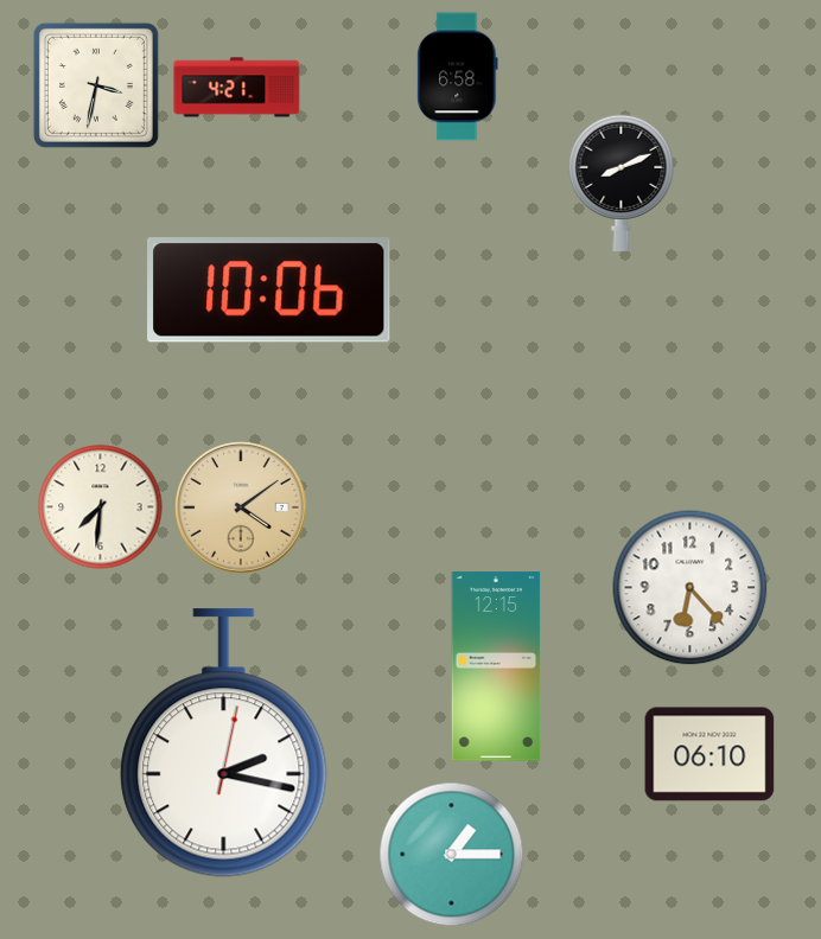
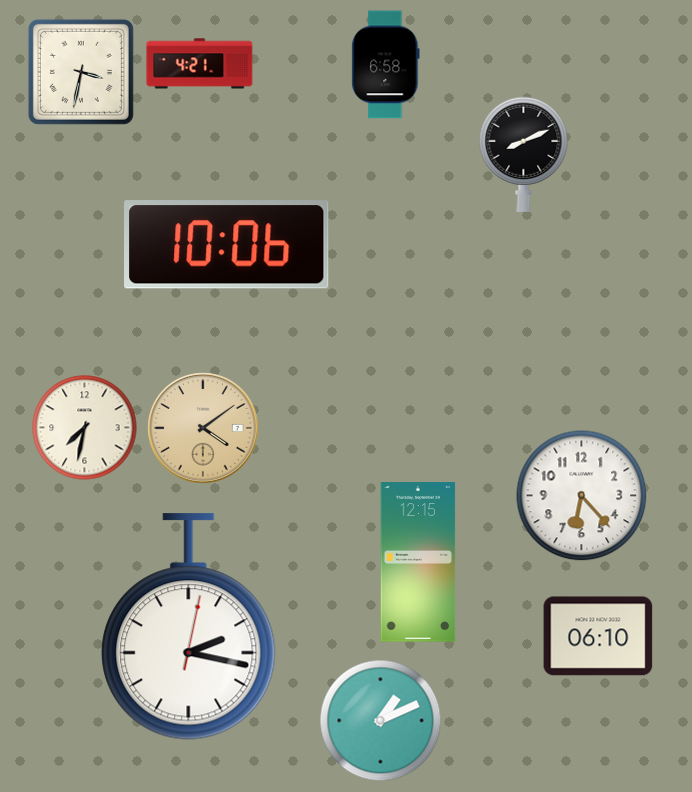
clock at (237, 88) position: (237, 88) -> (200, 64)
clock at (101, 507): 7:31 -> 7:32
clock at (452, 855): 1:15 -> 1:11
